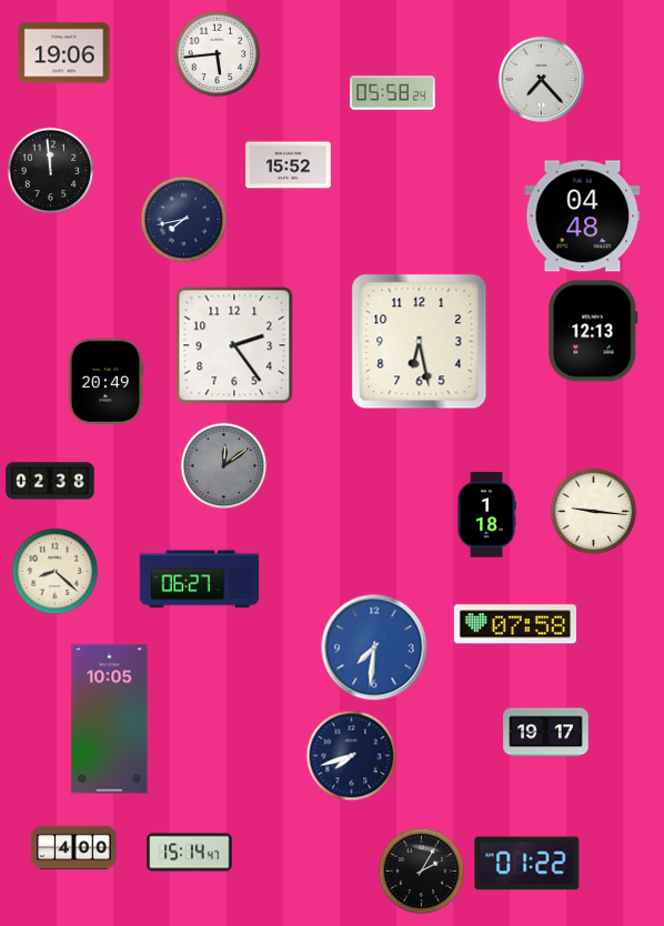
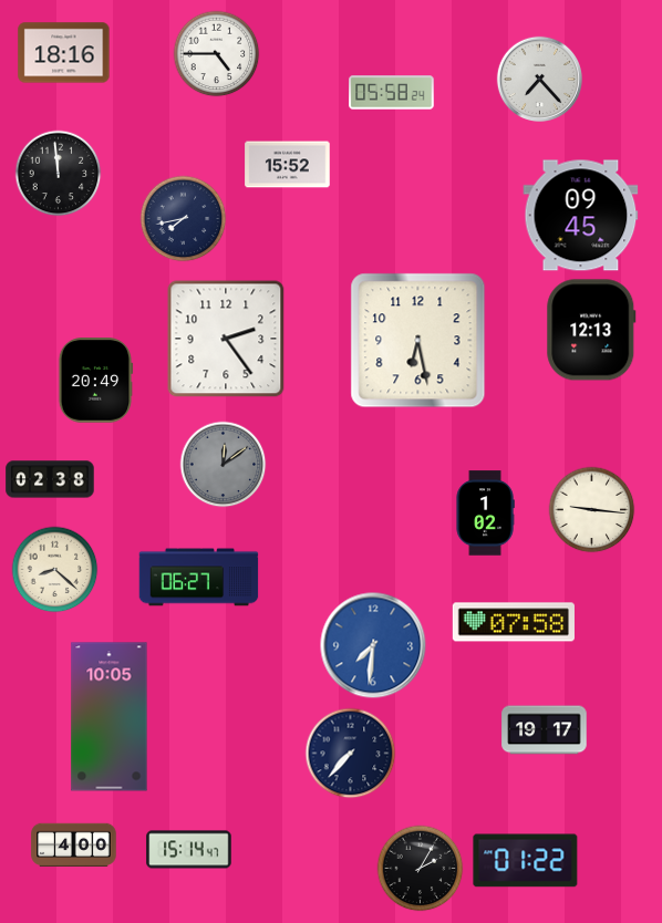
clock at (64, 53): 19:06 -> 18:16
clock at (217, 53): 5:44 -> 4:45
clock at (50, 170) position: (50, 170) -> (58, 173)
clock at (583, 217): 04:48 -> 09:45
clock at (234, 345) position: (234, 345) -> (226, 339)
clock at (105, 382) position: (105, 382) -> (95, 381)
clock at (486, 515): 1:18 -> 1:02
clock at (351, 755): 7:42 -> 7:37
